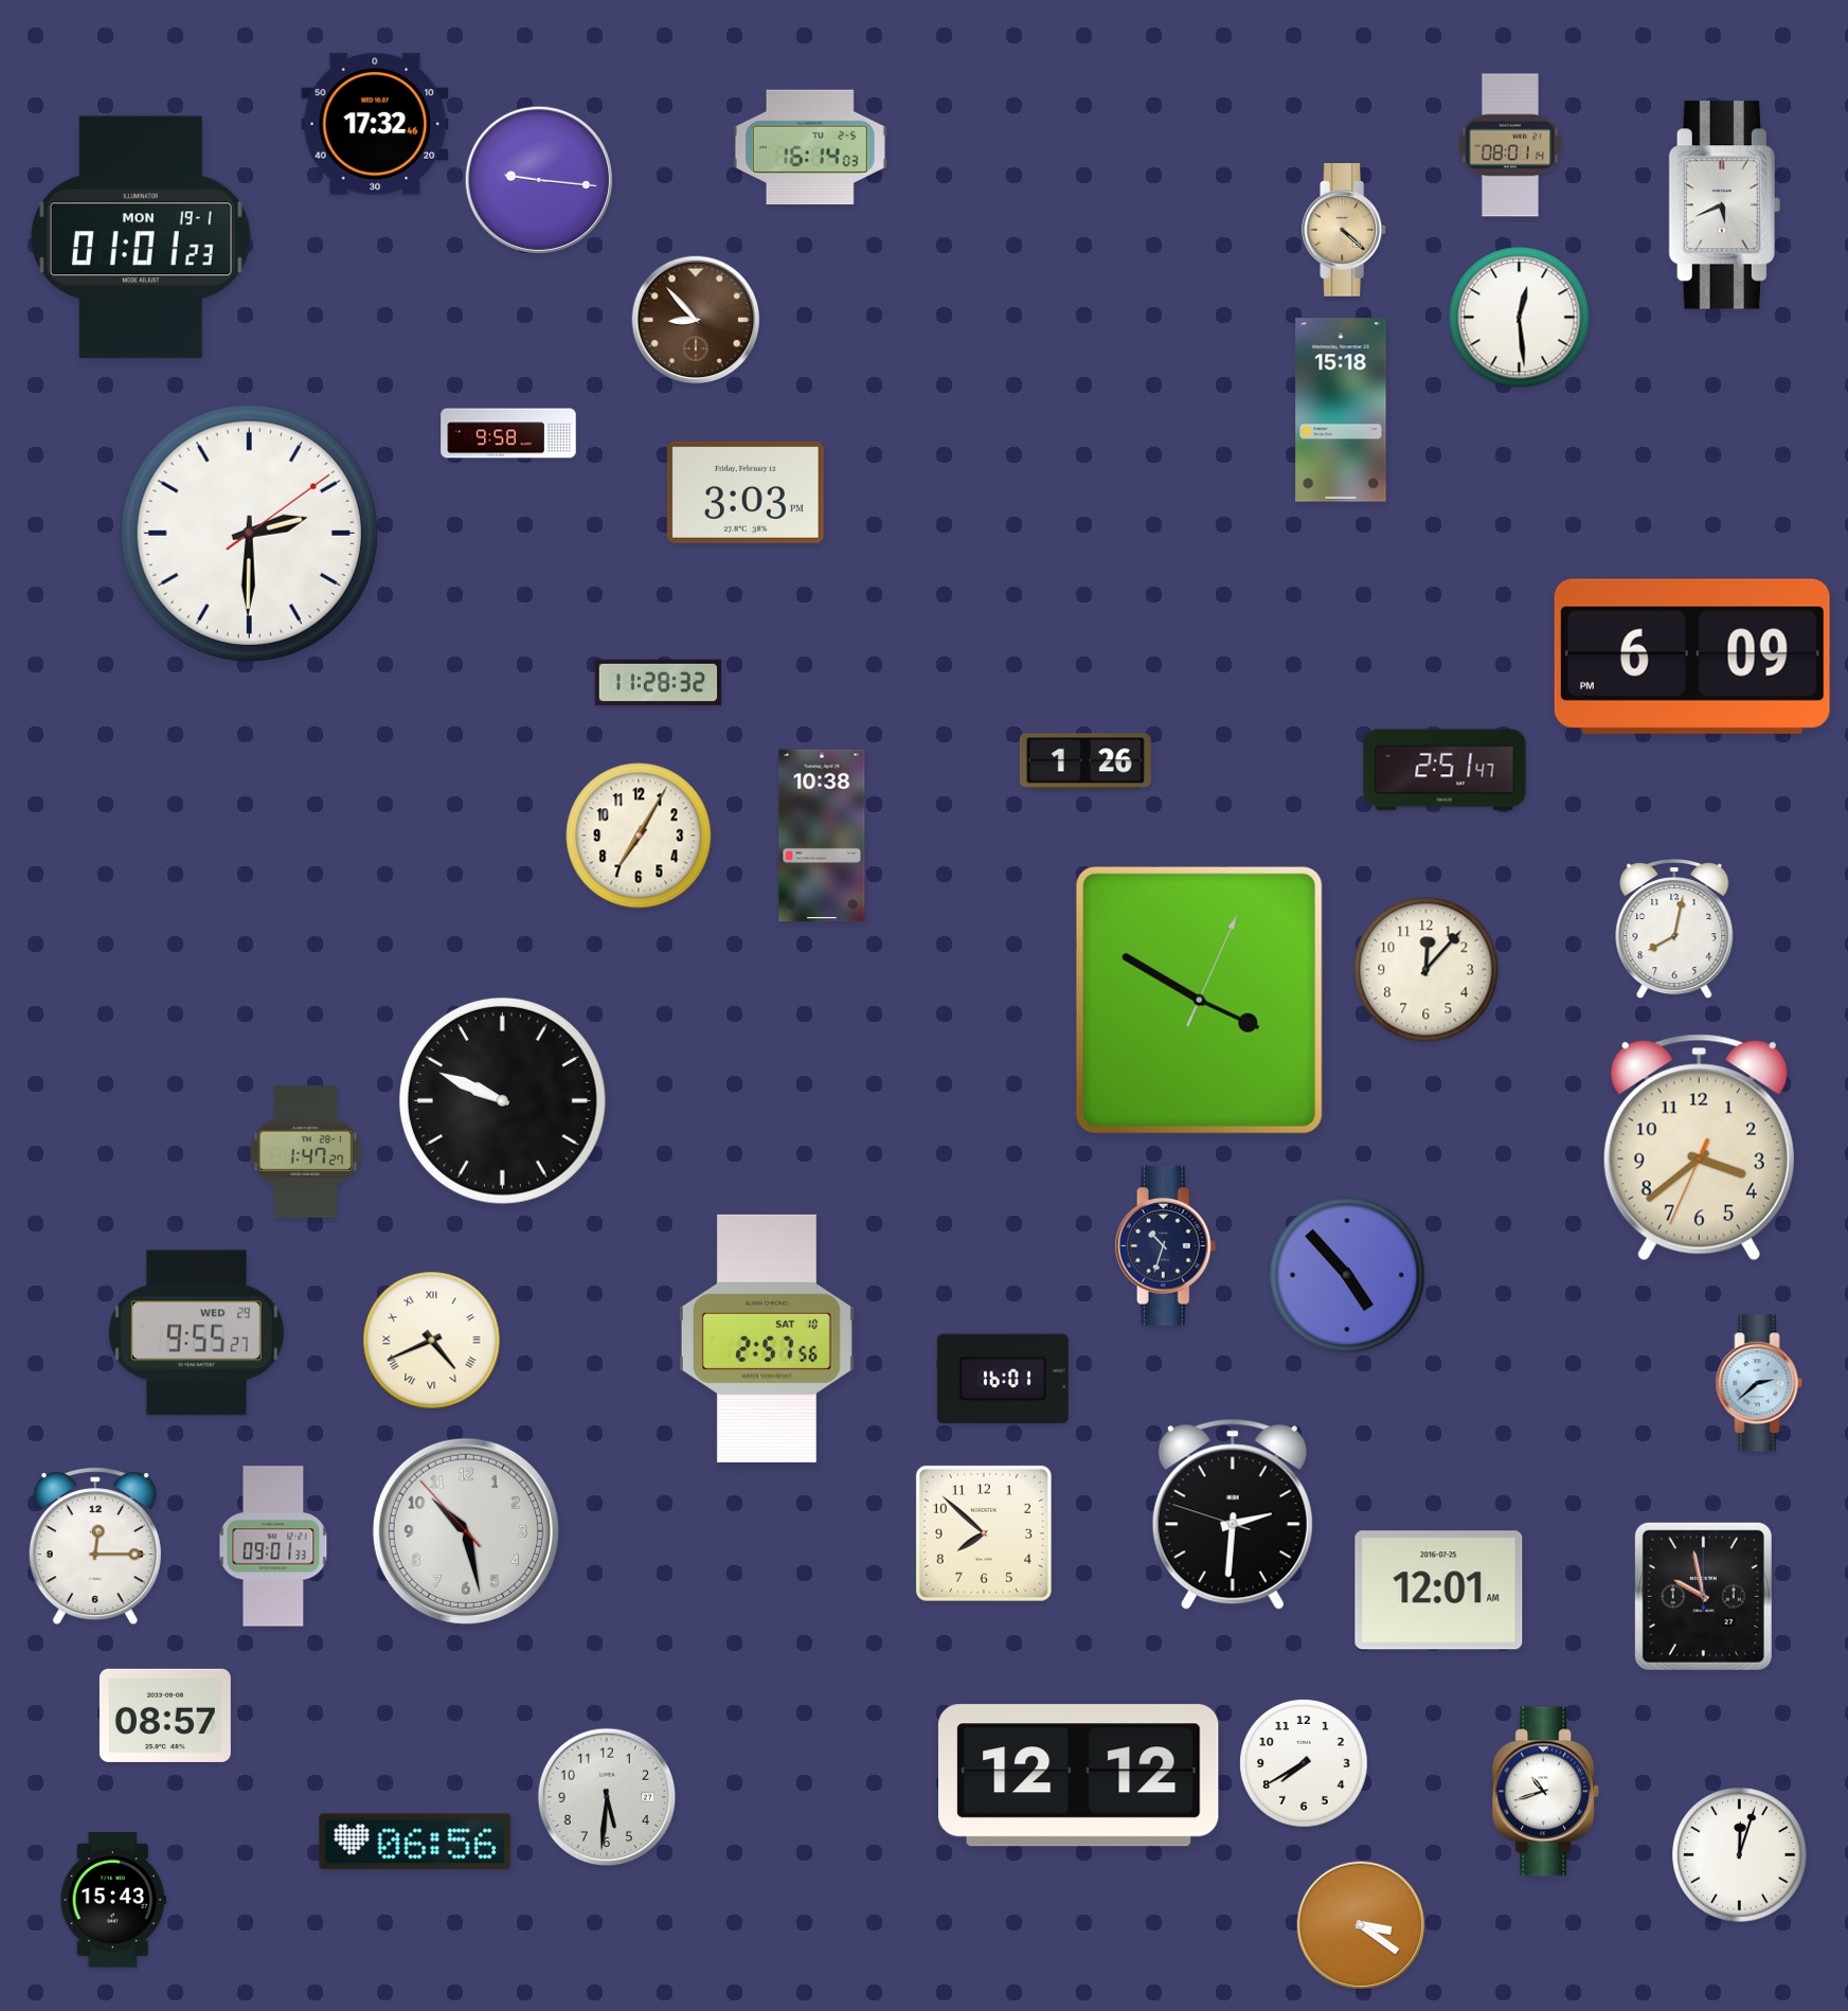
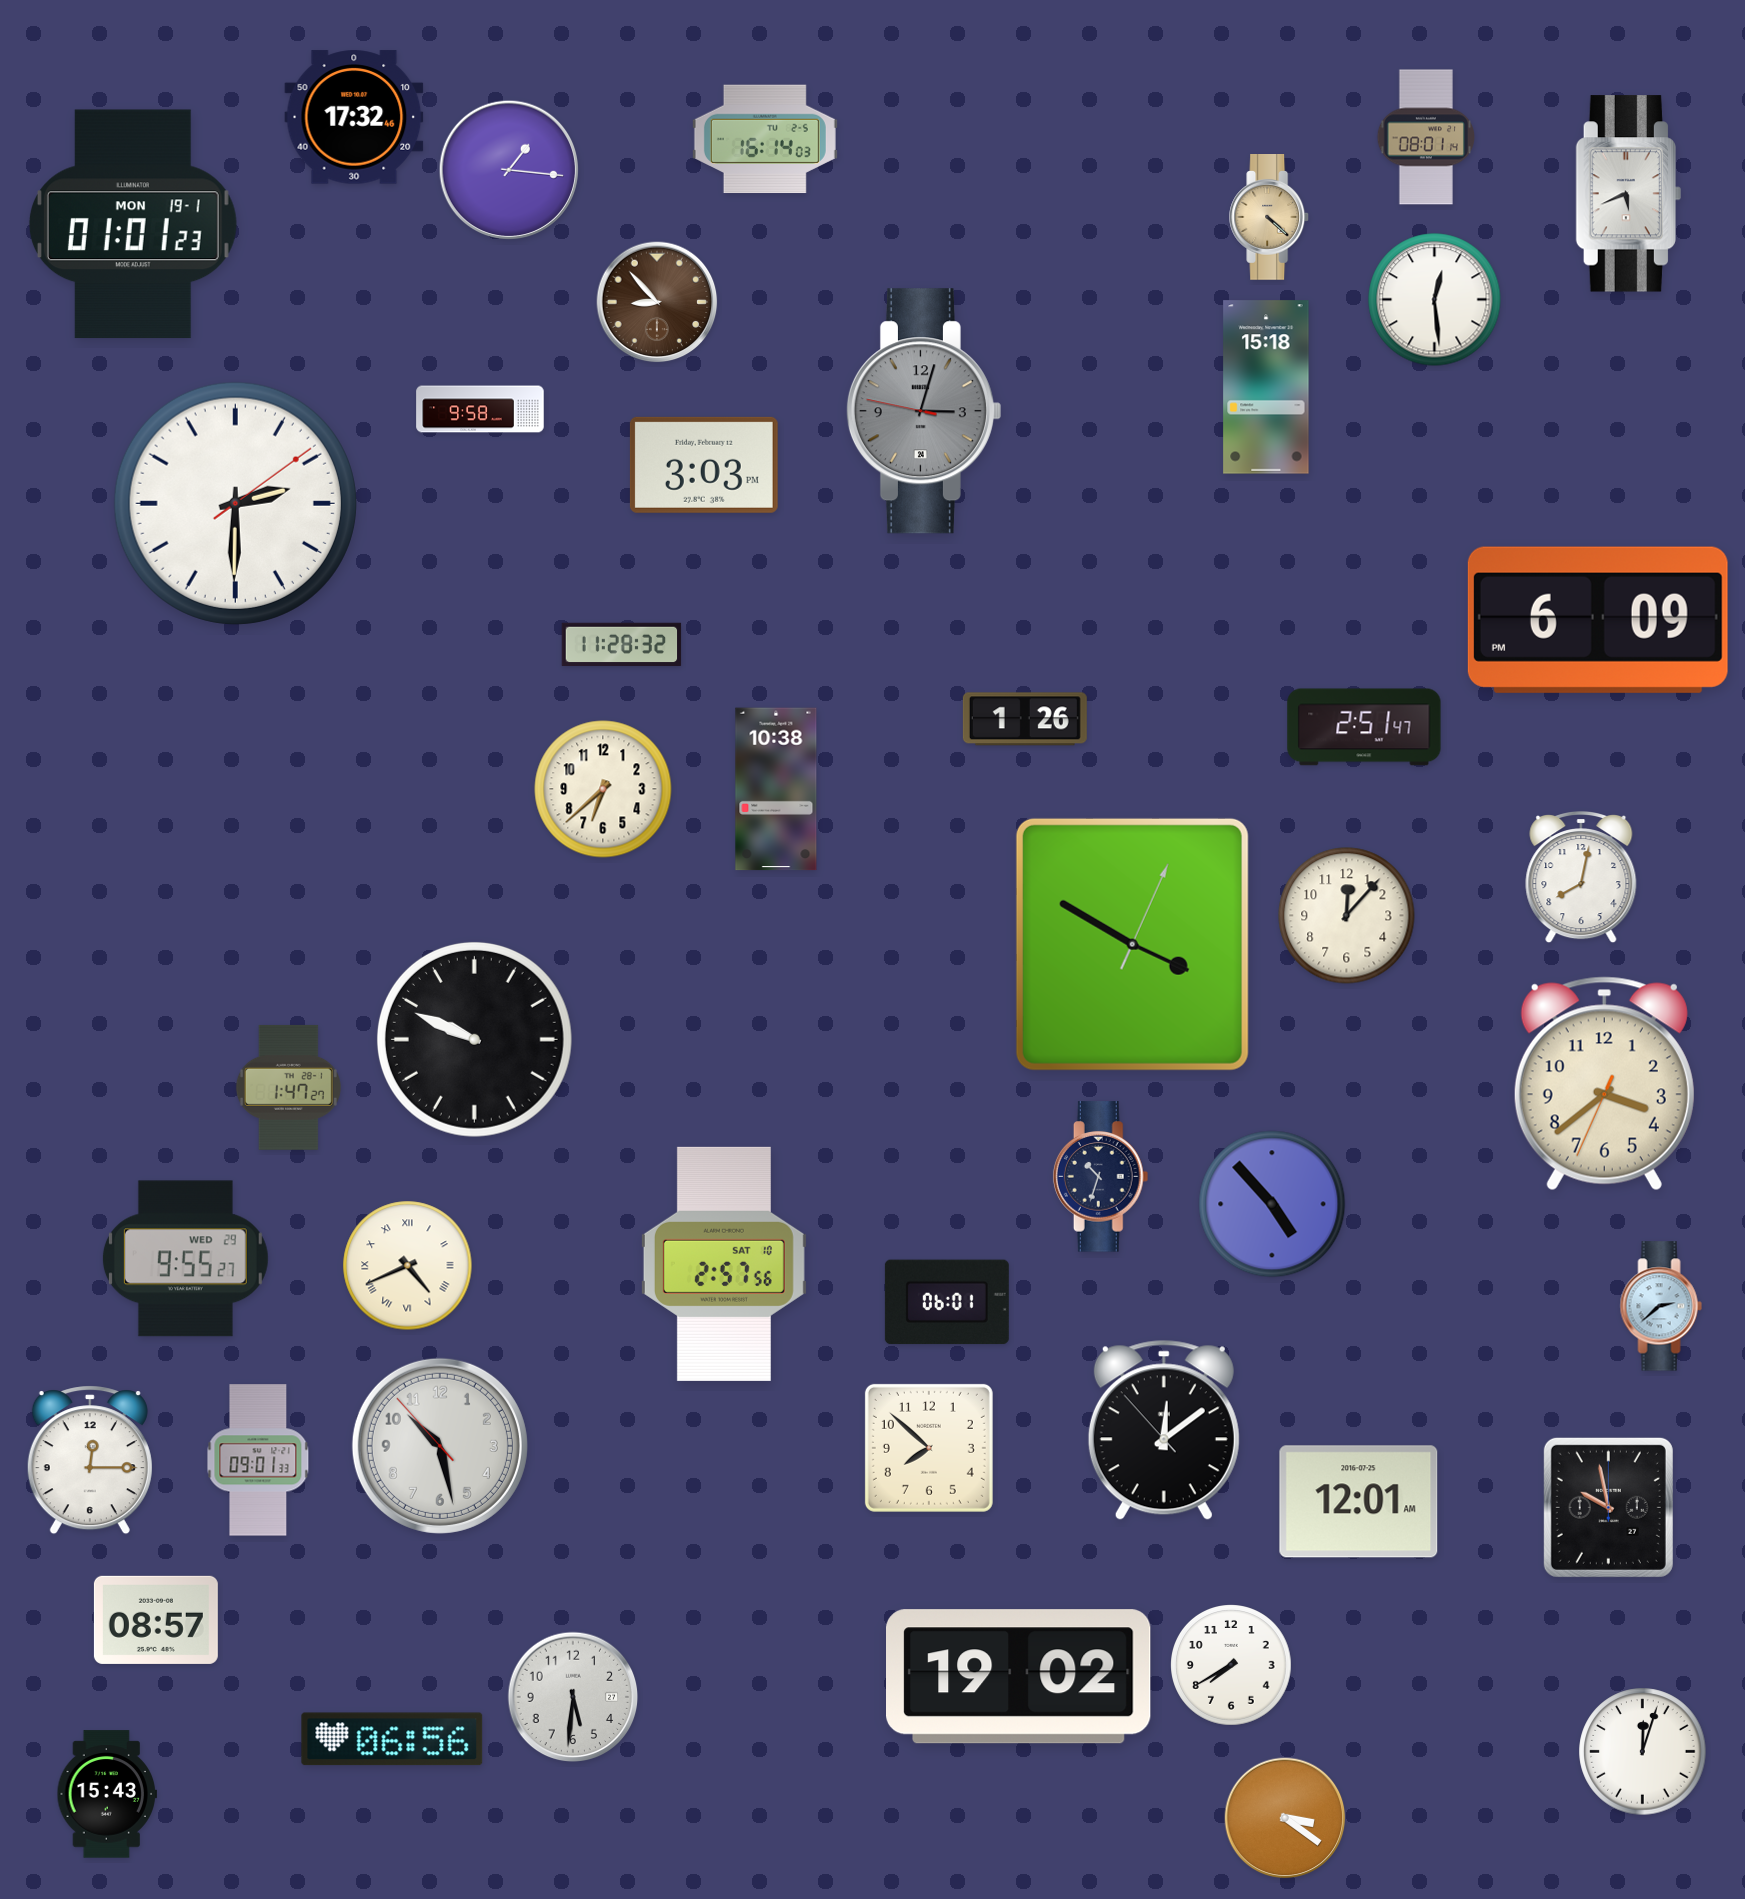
clock at (539, 180): 9:16 -> 1:16
clock at (923, 411): none -> 3:02
clock at (639, 836): 7:05 -> 6:38
clock at (1003, 1379): 16:01 -> 06:01
clock at (1233, 1514): 2:30 -> 12:08
clock at (1079, 1776): 12:12 -> 19:02
clock at (1546, 1792): 10:42 -> none
